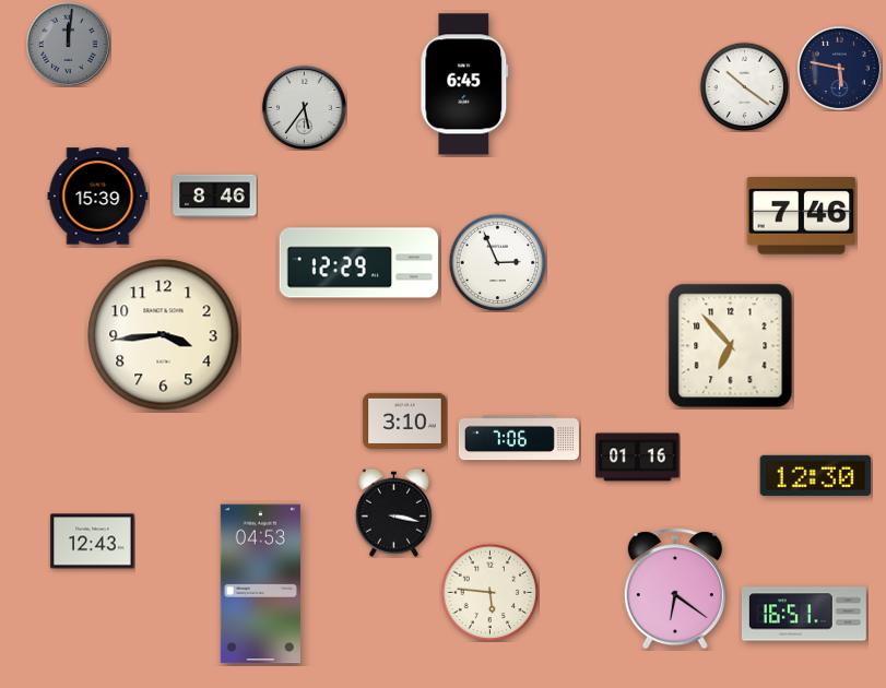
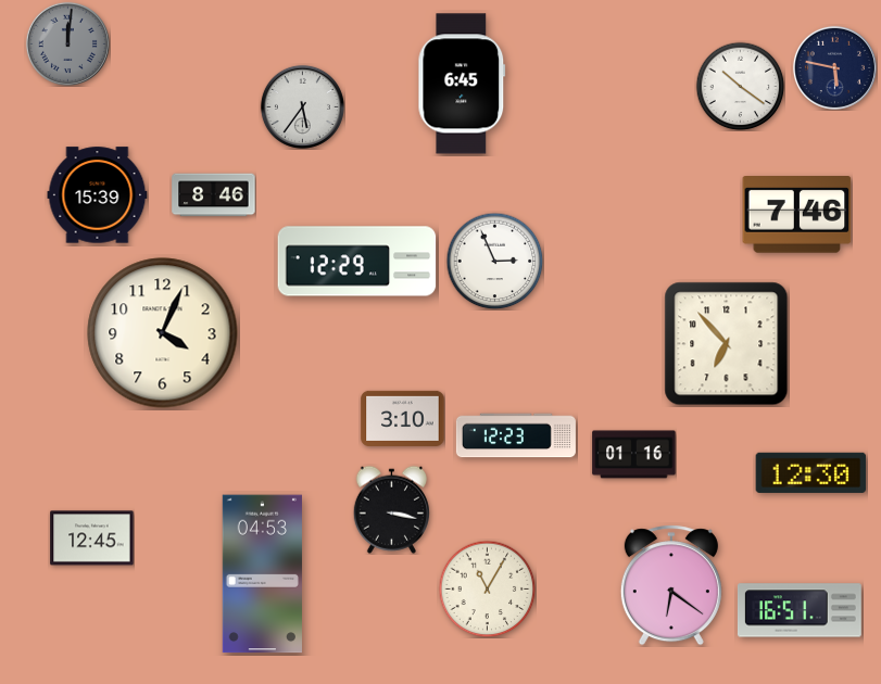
clock at (164, 335): 3:44 -> 4:04
clock at (519, 438): 7:06 -> 12:23
clock at (93, 542): 12:43 -> 12:45
clock at (260, 584) position: (260, 584) -> (262, 574)
clock at (489, 592): 5:46 -> 11:05
